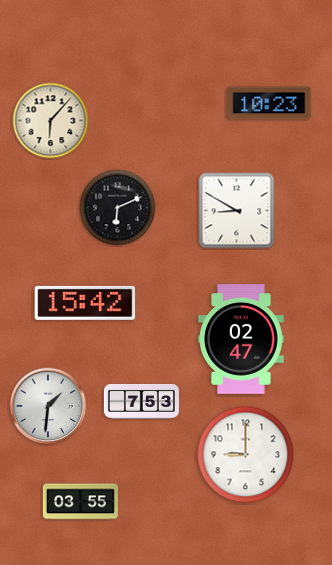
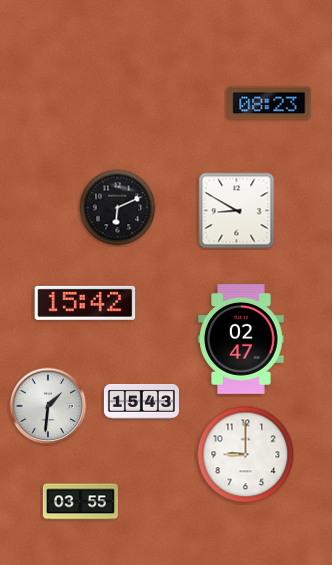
clock at (269, 103): 10:23 -> 08:23
clock at (51, 121): 6:07 -> none
clock at (141, 401): 7:53 -> 15:43
